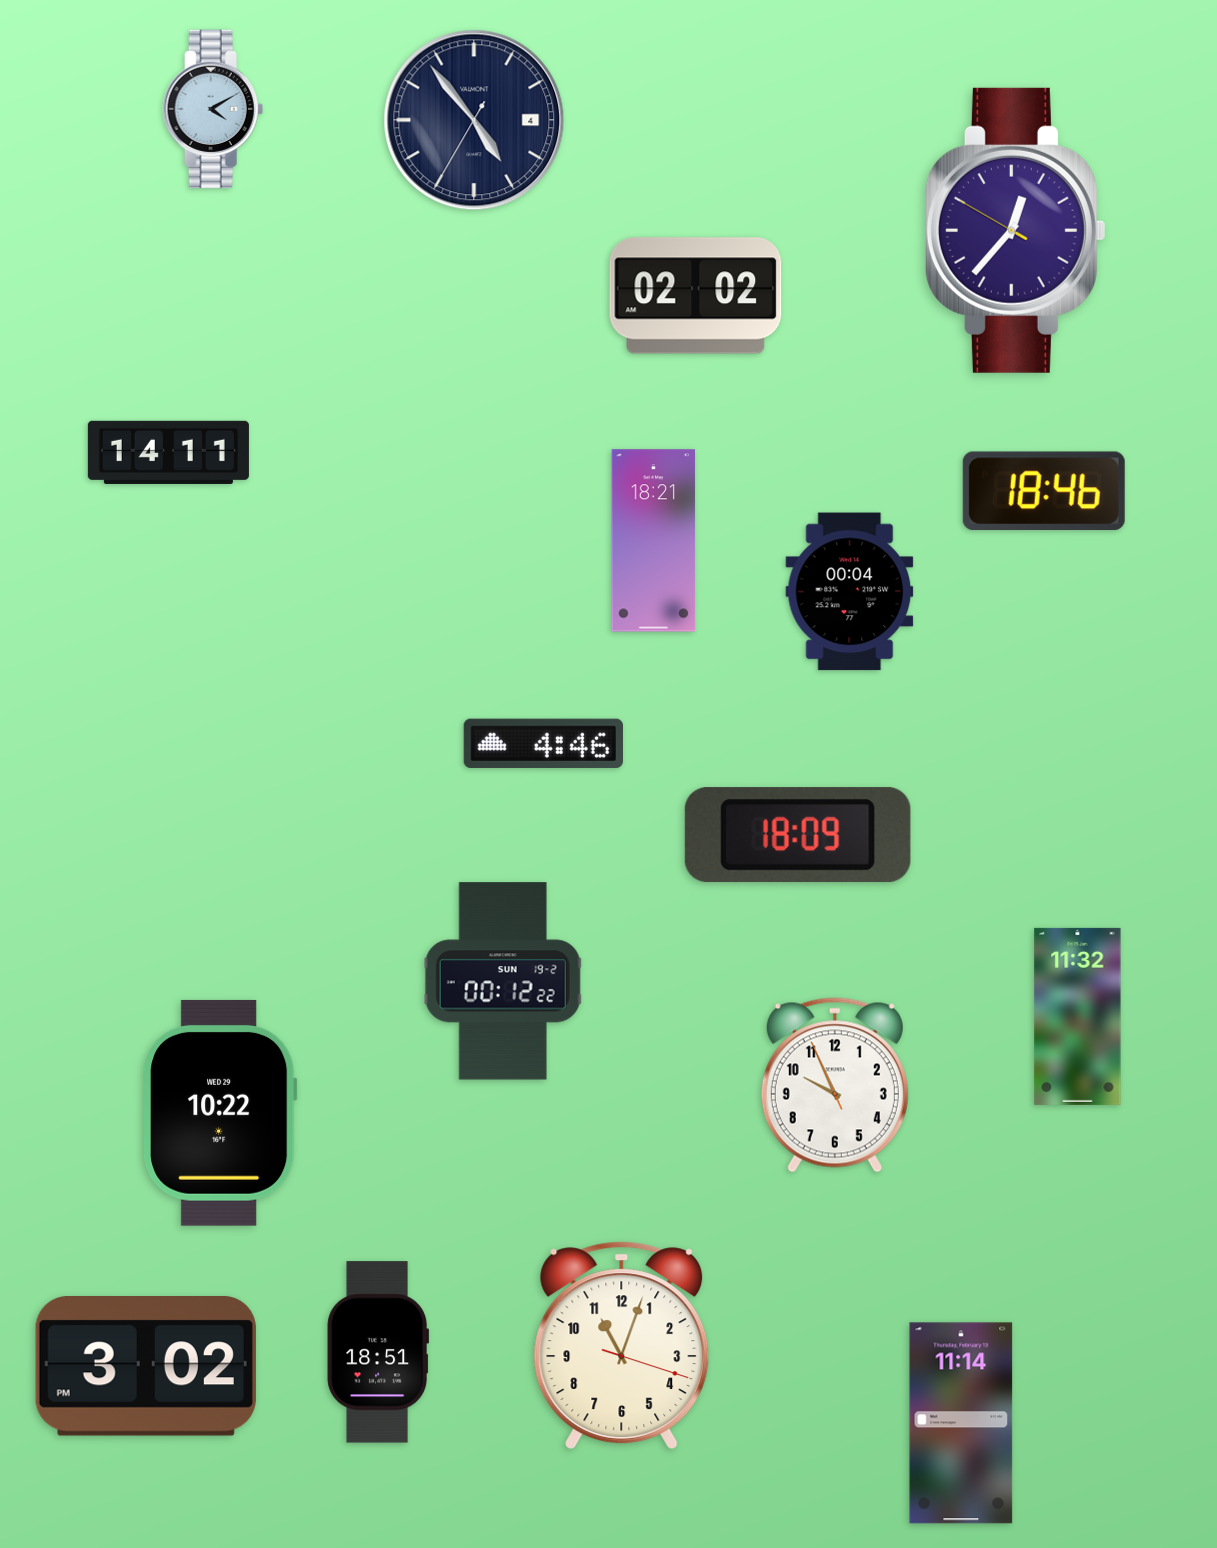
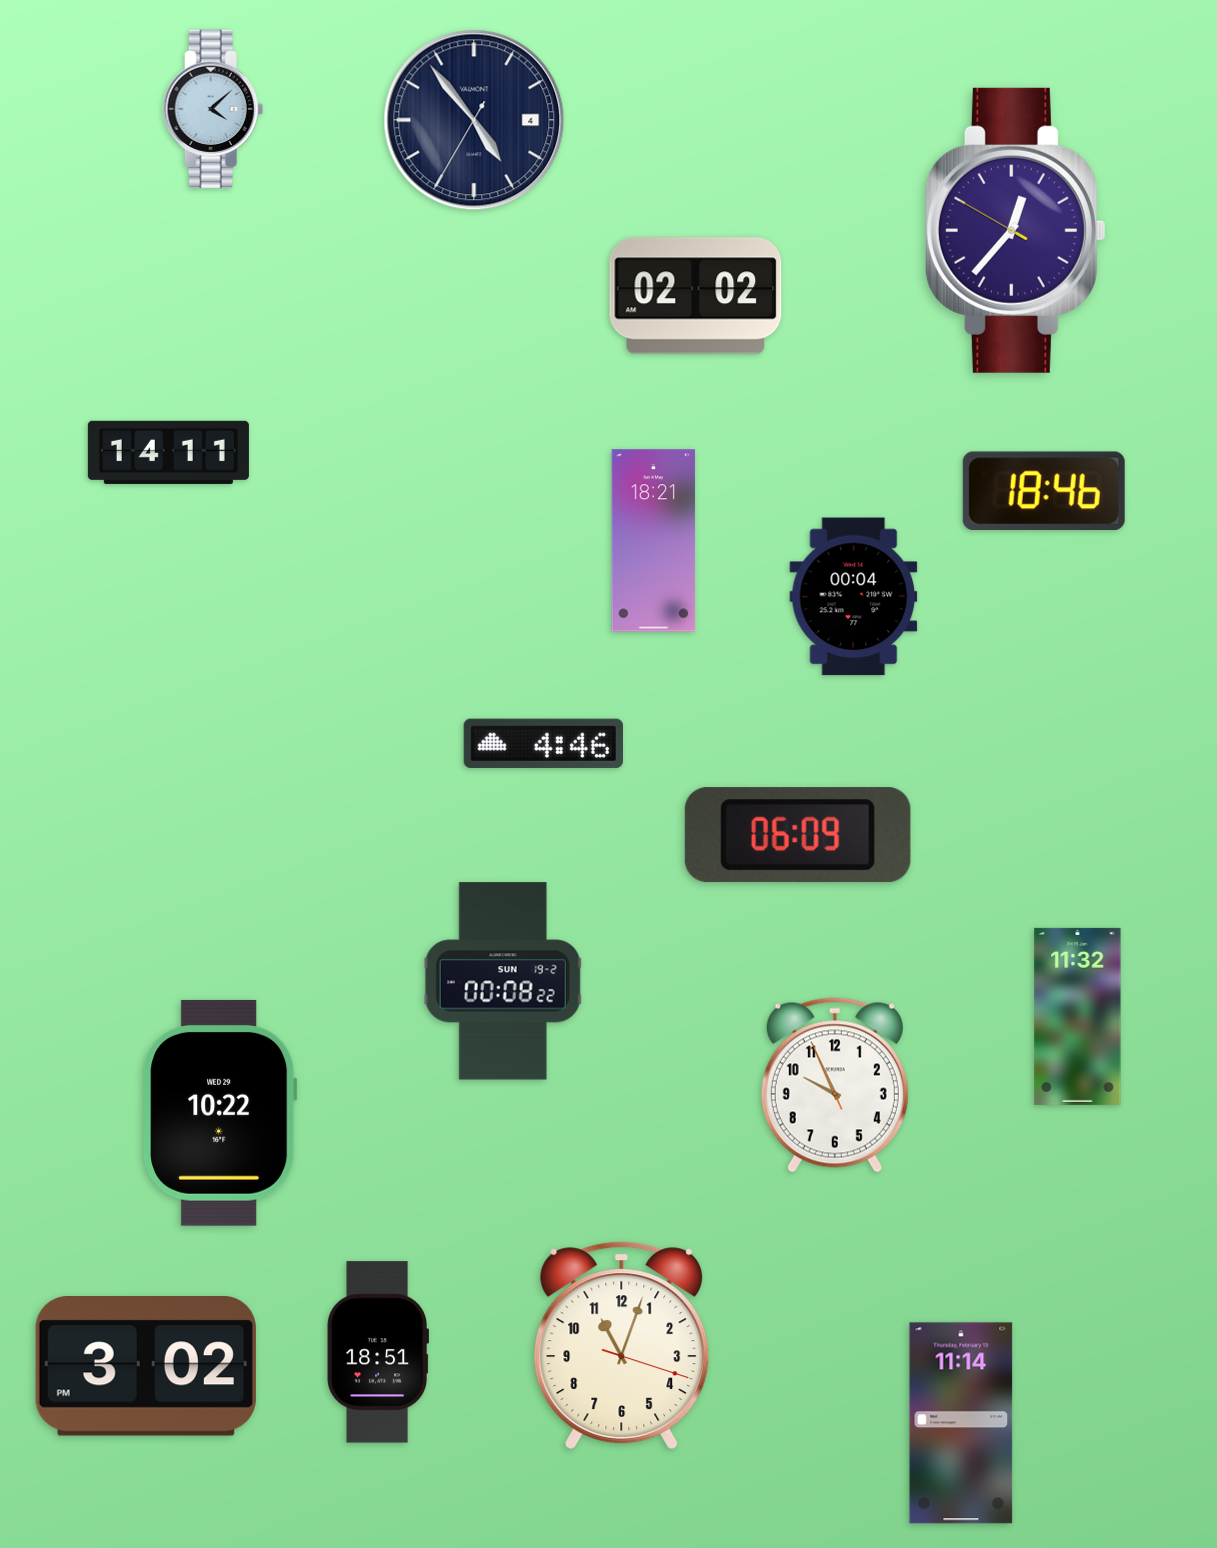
clock at (213, 109): 4:10 -> 4:08
clock at (850, 592) position: (850, 592) -> (854, 597)
clock at (798, 835): 18:09 -> 06:09
clock at (503, 981): 00:12 -> 00:08
